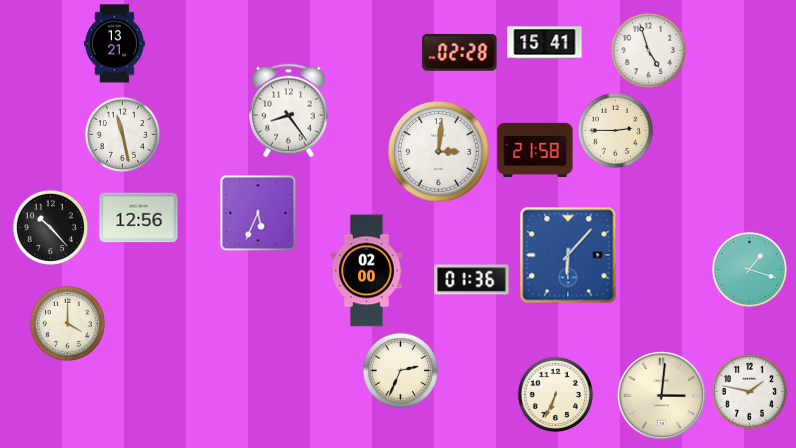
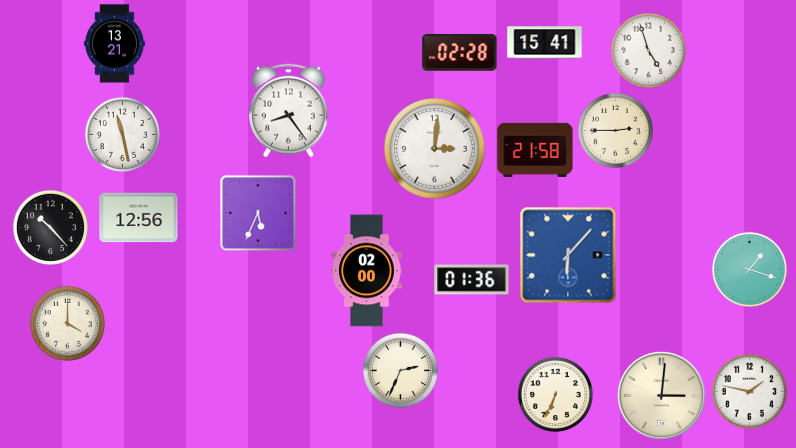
clock at (439, 152) position: (439, 152) -> (435, 149)
